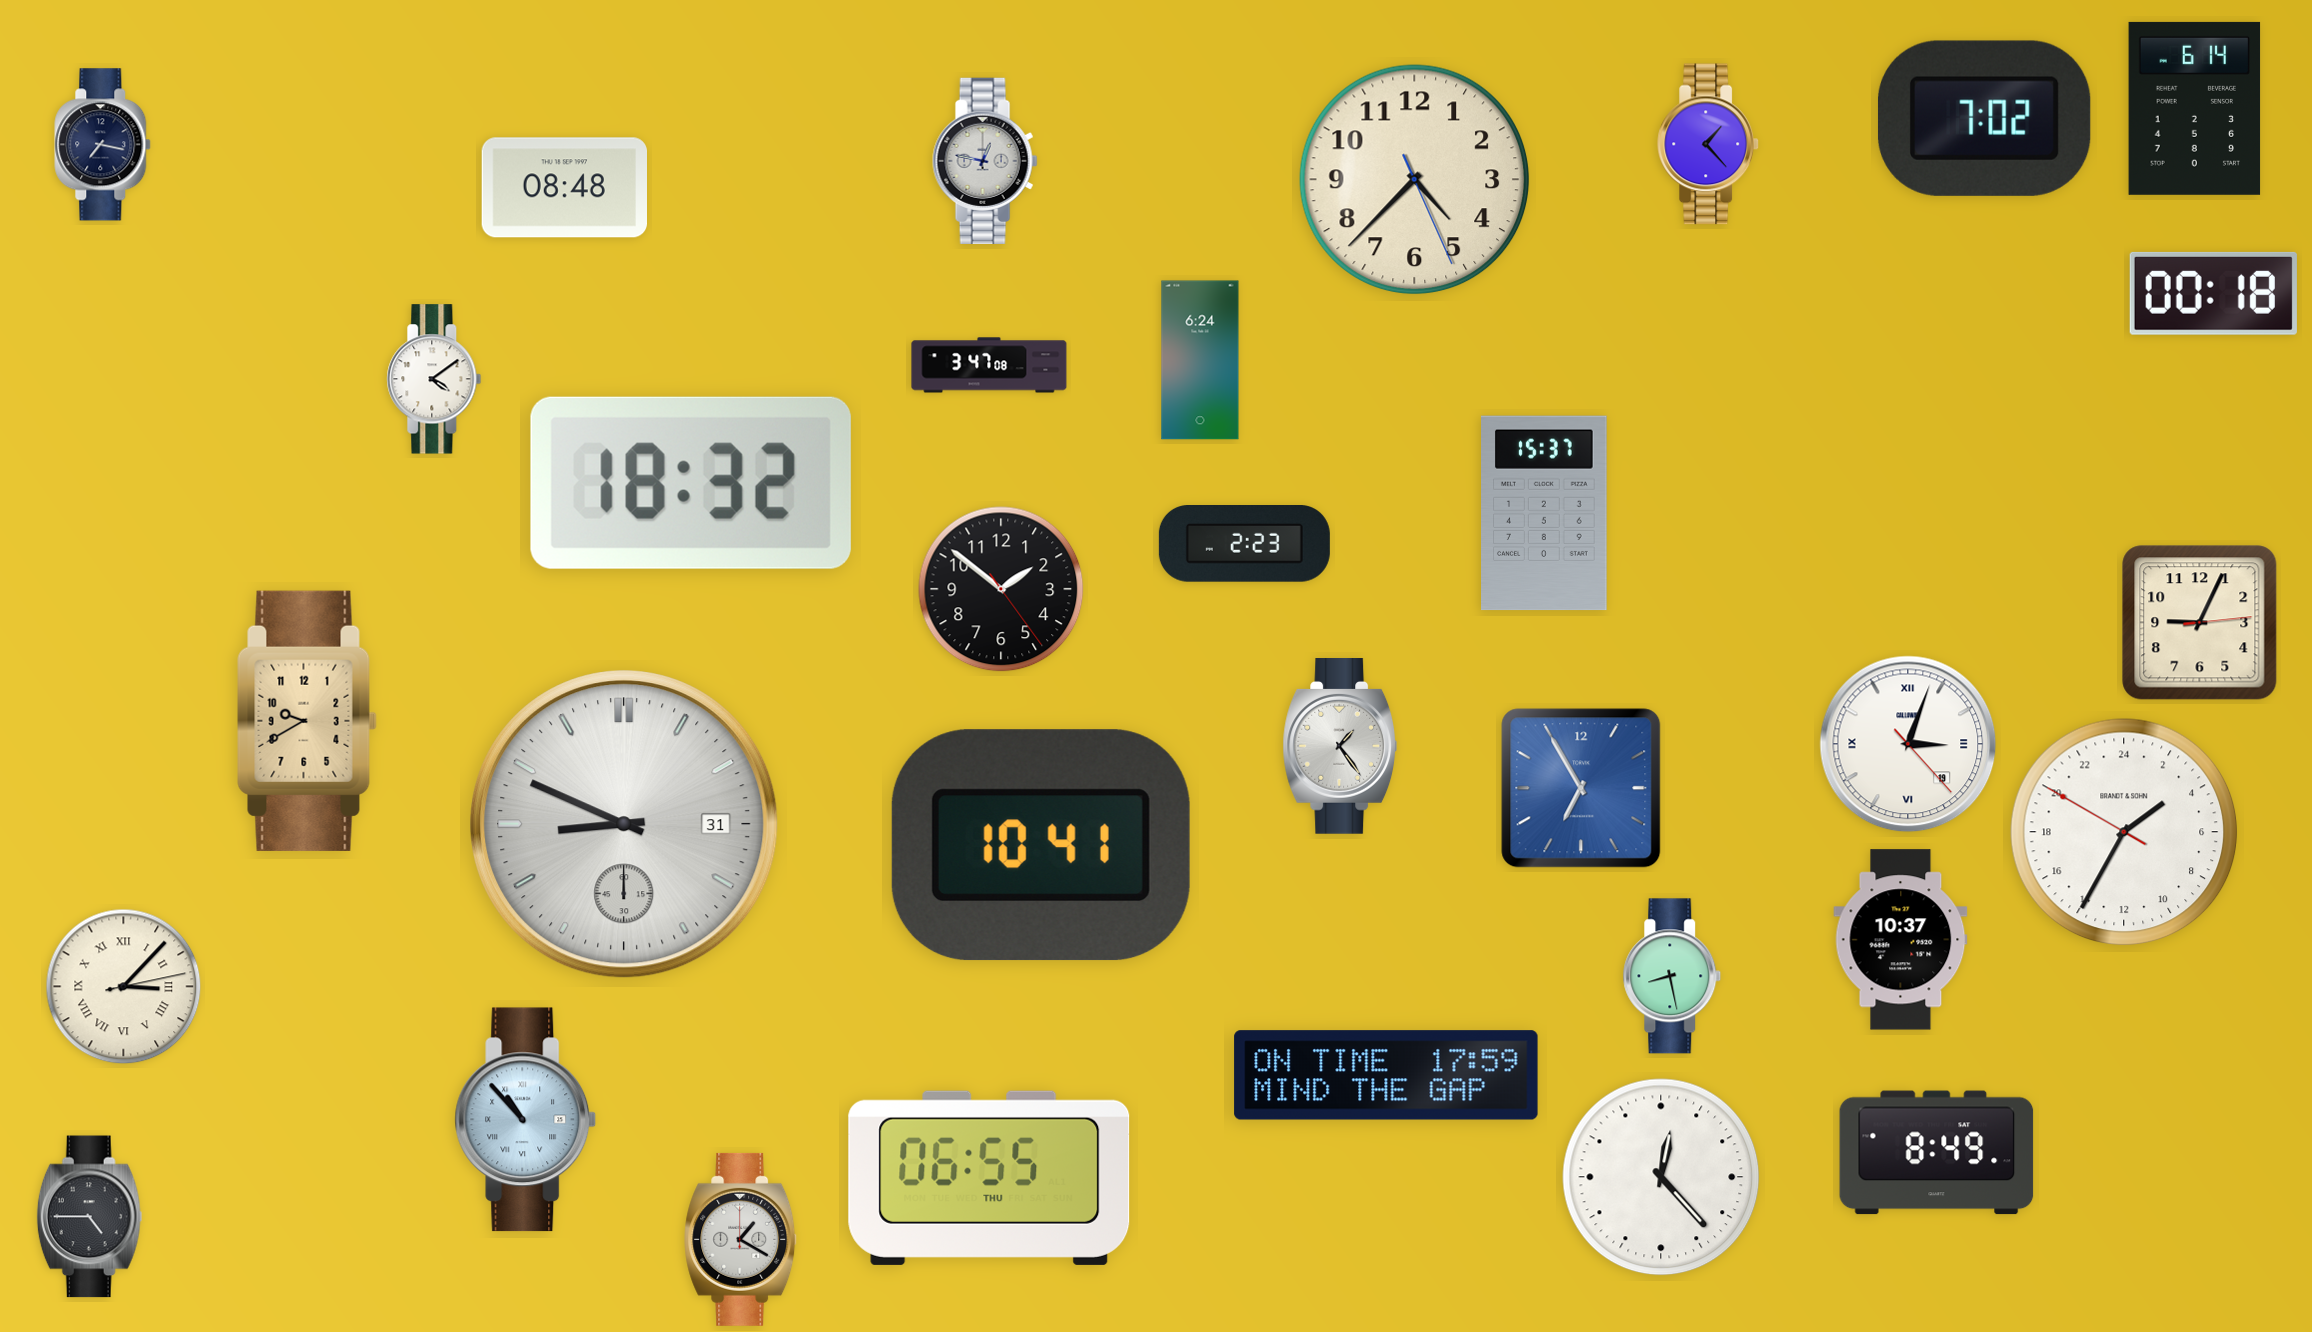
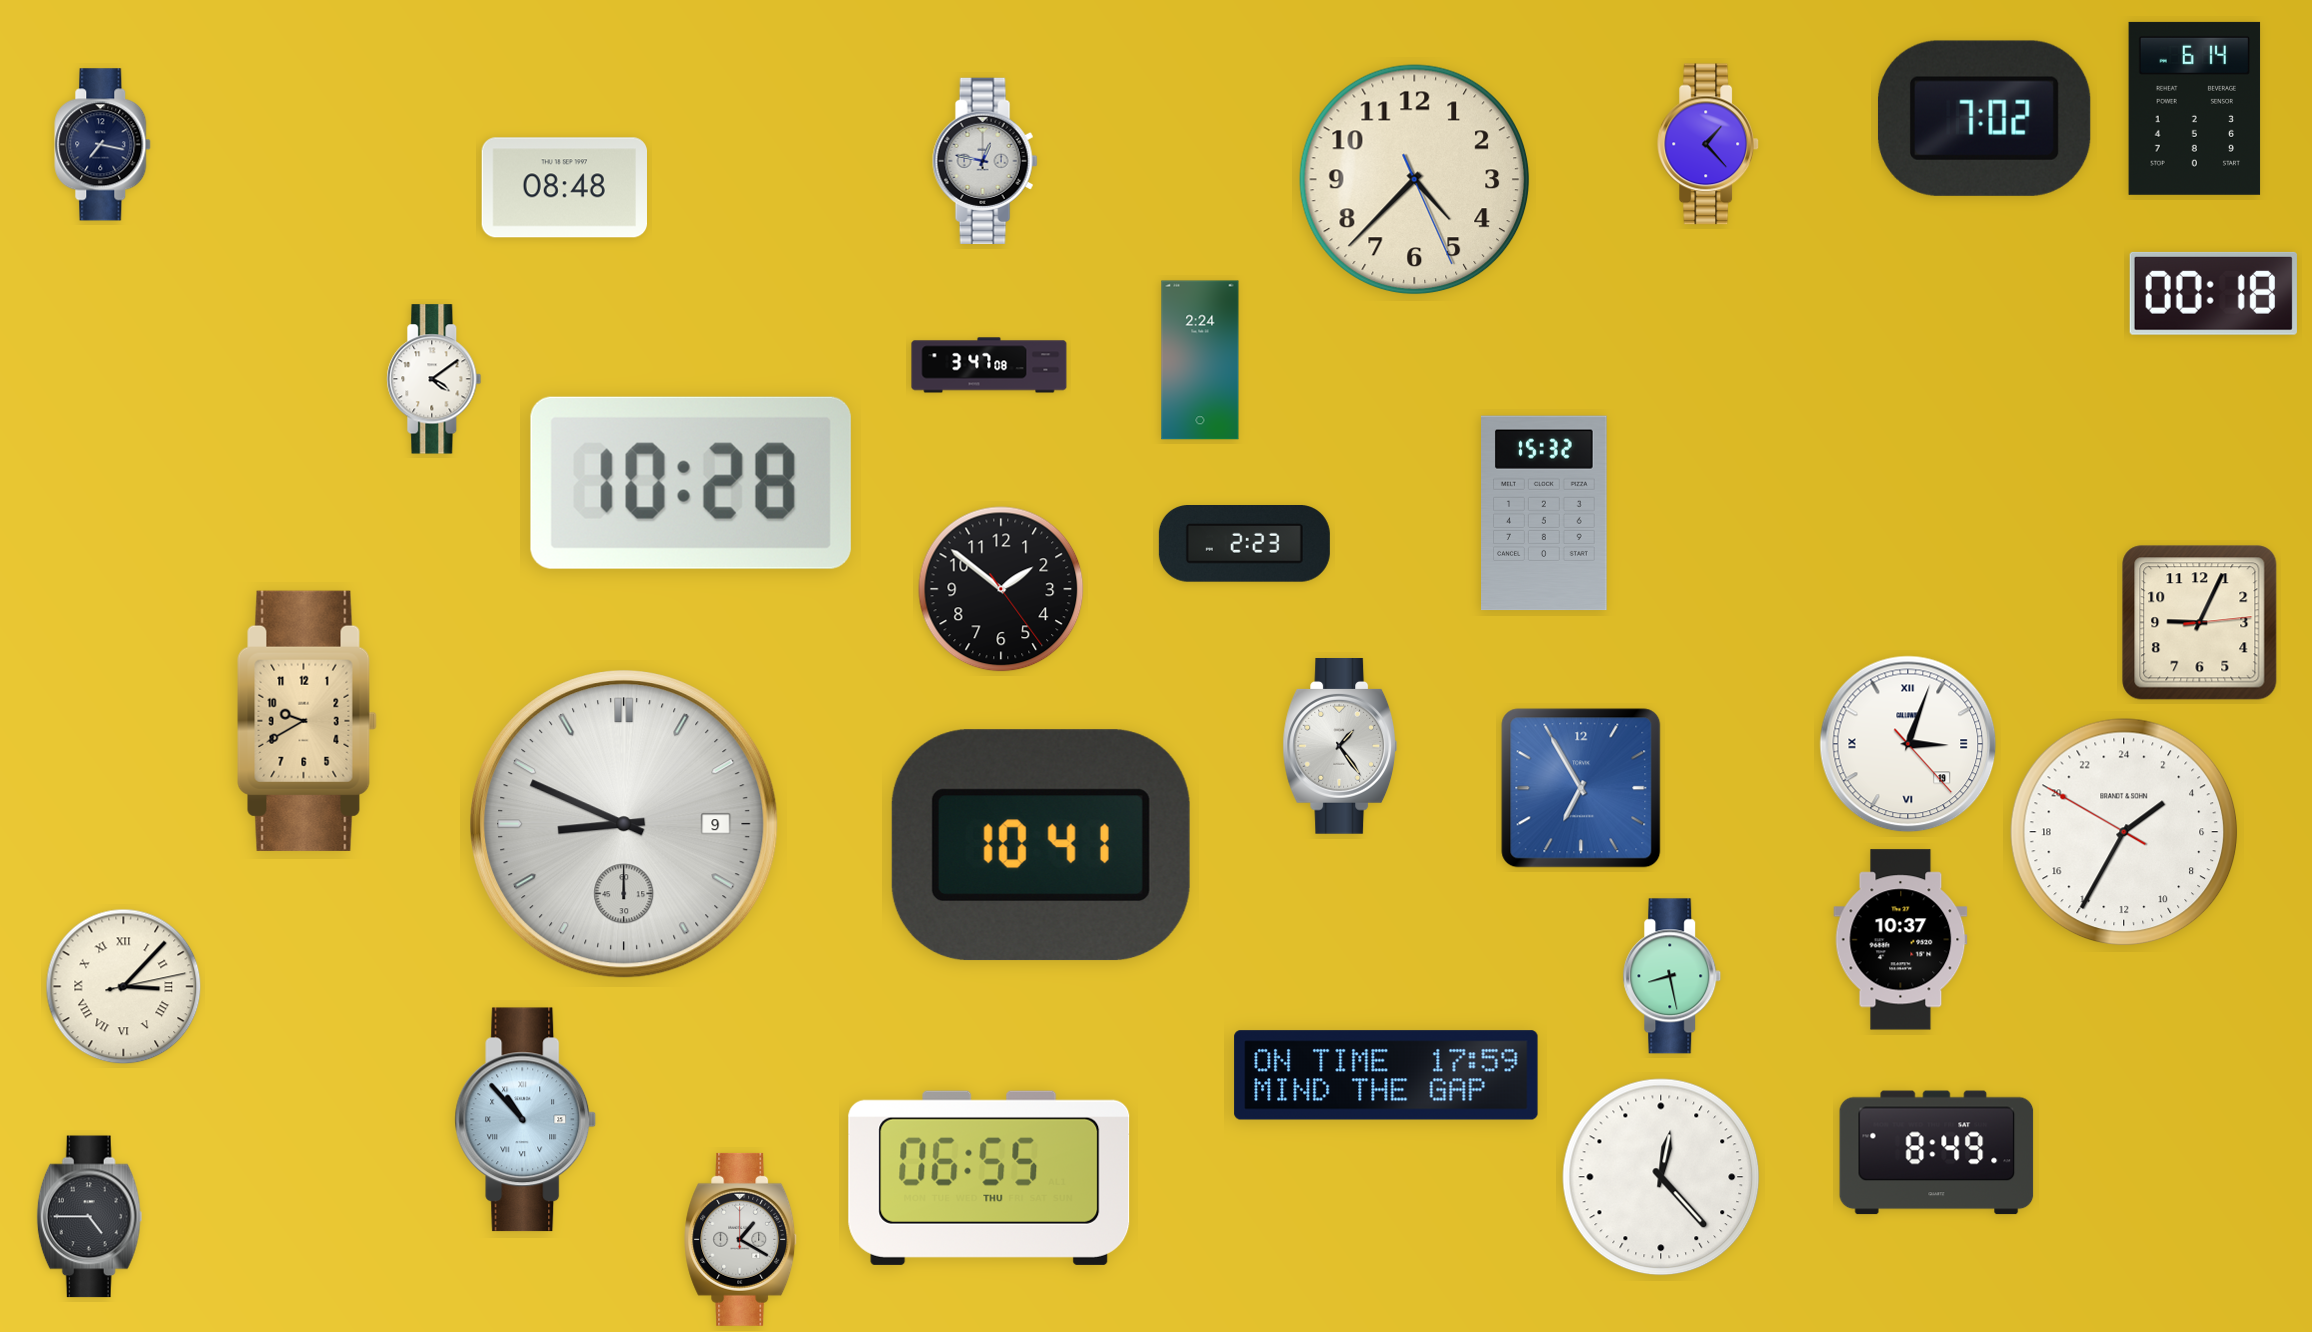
clock at (1200, 360): 6:24 -> 2:24
clock at (691, 483): 18:32 -> 10:28
clock at (1545, 513): 15:37 -> 15:32
clock at (624, 824) date: 31 -> 9
